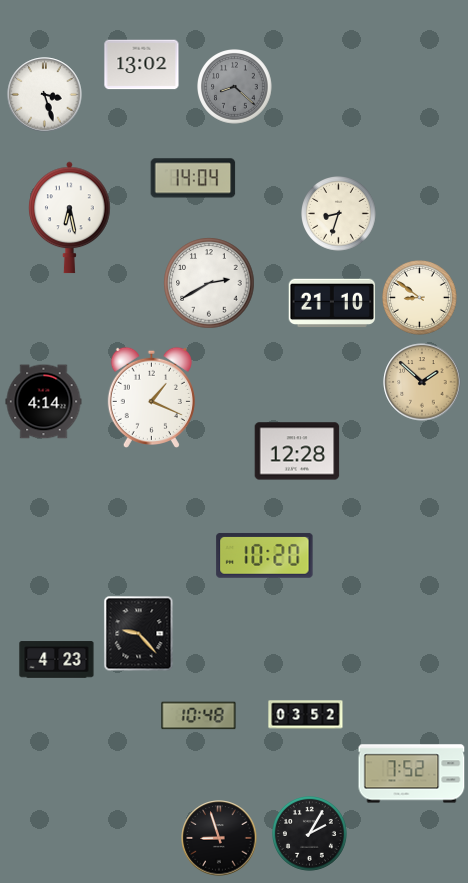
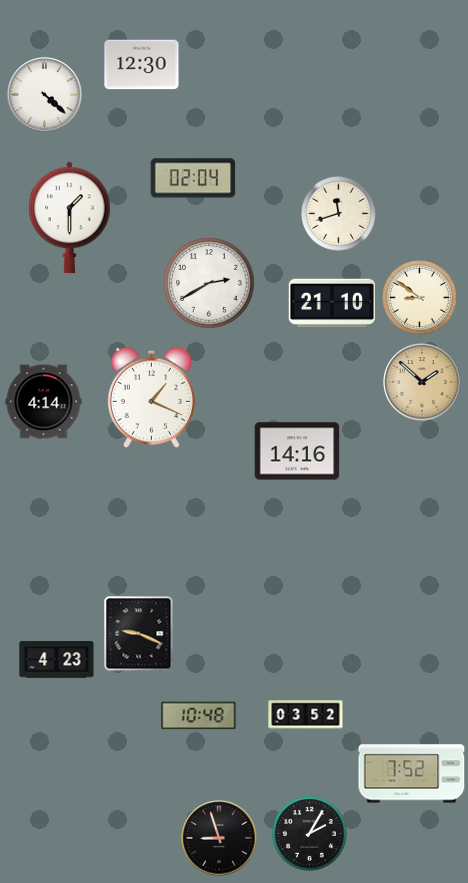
clock at (142, 65): 13:02 -> 12:30
clock at (235, 87): 8:22 -> none
clock at (45, 95): 3:27 -> 4:22
clock at (193, 178): 14:04 -> 02:04
clock at (339, 214): 8:33 -> 11:42
clock at (70, 218): 6:28 -> 1:30
clock at (297, 451): 12:28 -> 14:16
clock at (265, 555): 10:20 -> none
clock at (139, 634): 9:23 -> 9:19
